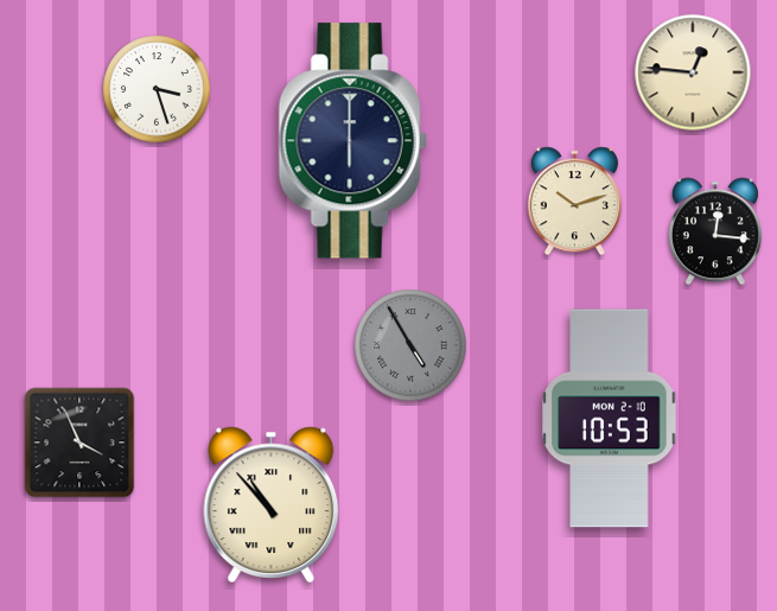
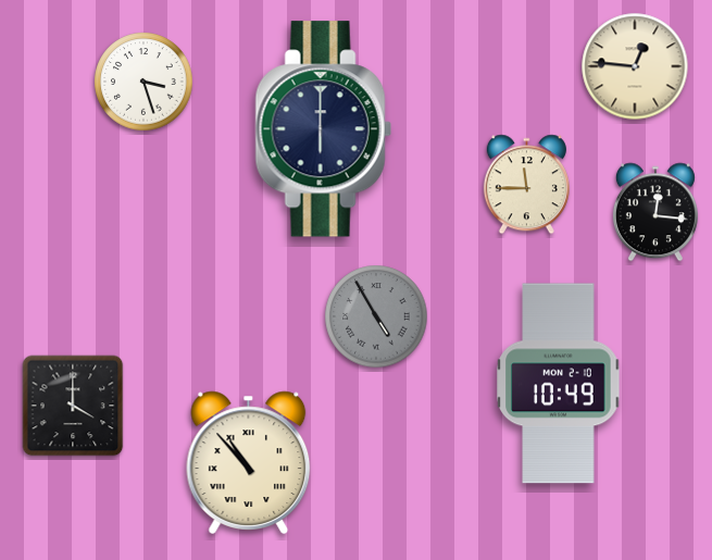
clock at (574, 202): 10:12 -> 11:45
clock at (610, 419): 10:53 -> 10:49
clock at (79, 443): 3:56 -> 4:00
